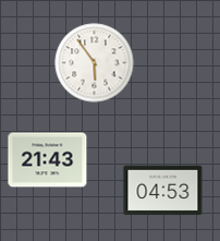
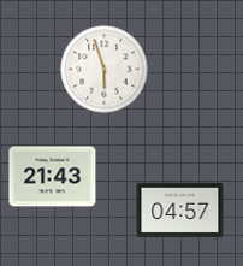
clock at (95, 63): 5:54 -> 5:57
clock at (163, 191): 04:53 -> 04:57
